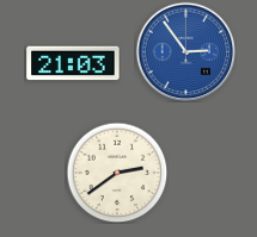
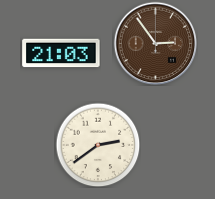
clock at (185, 51) dial: blue -> brown
